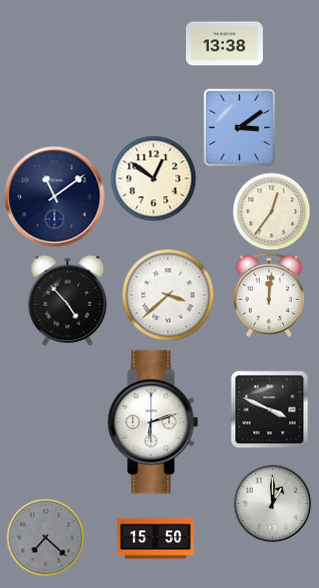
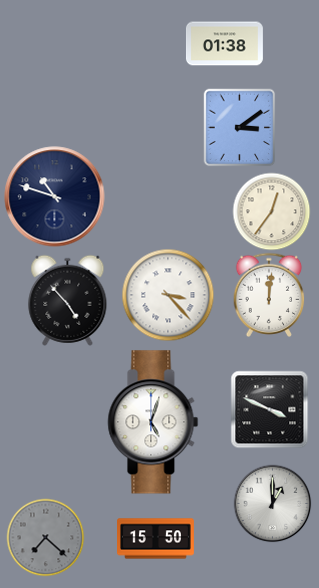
clock at (224, 44): 13:38 -> 01:38
clock at (153, 178): 12:51 -> none
clock at (55, 197): 11:09 -> 10:48
clock at (168, 295): 3:38 -> 3:23
clock at (153, 422): 6:12 -> 5:03
